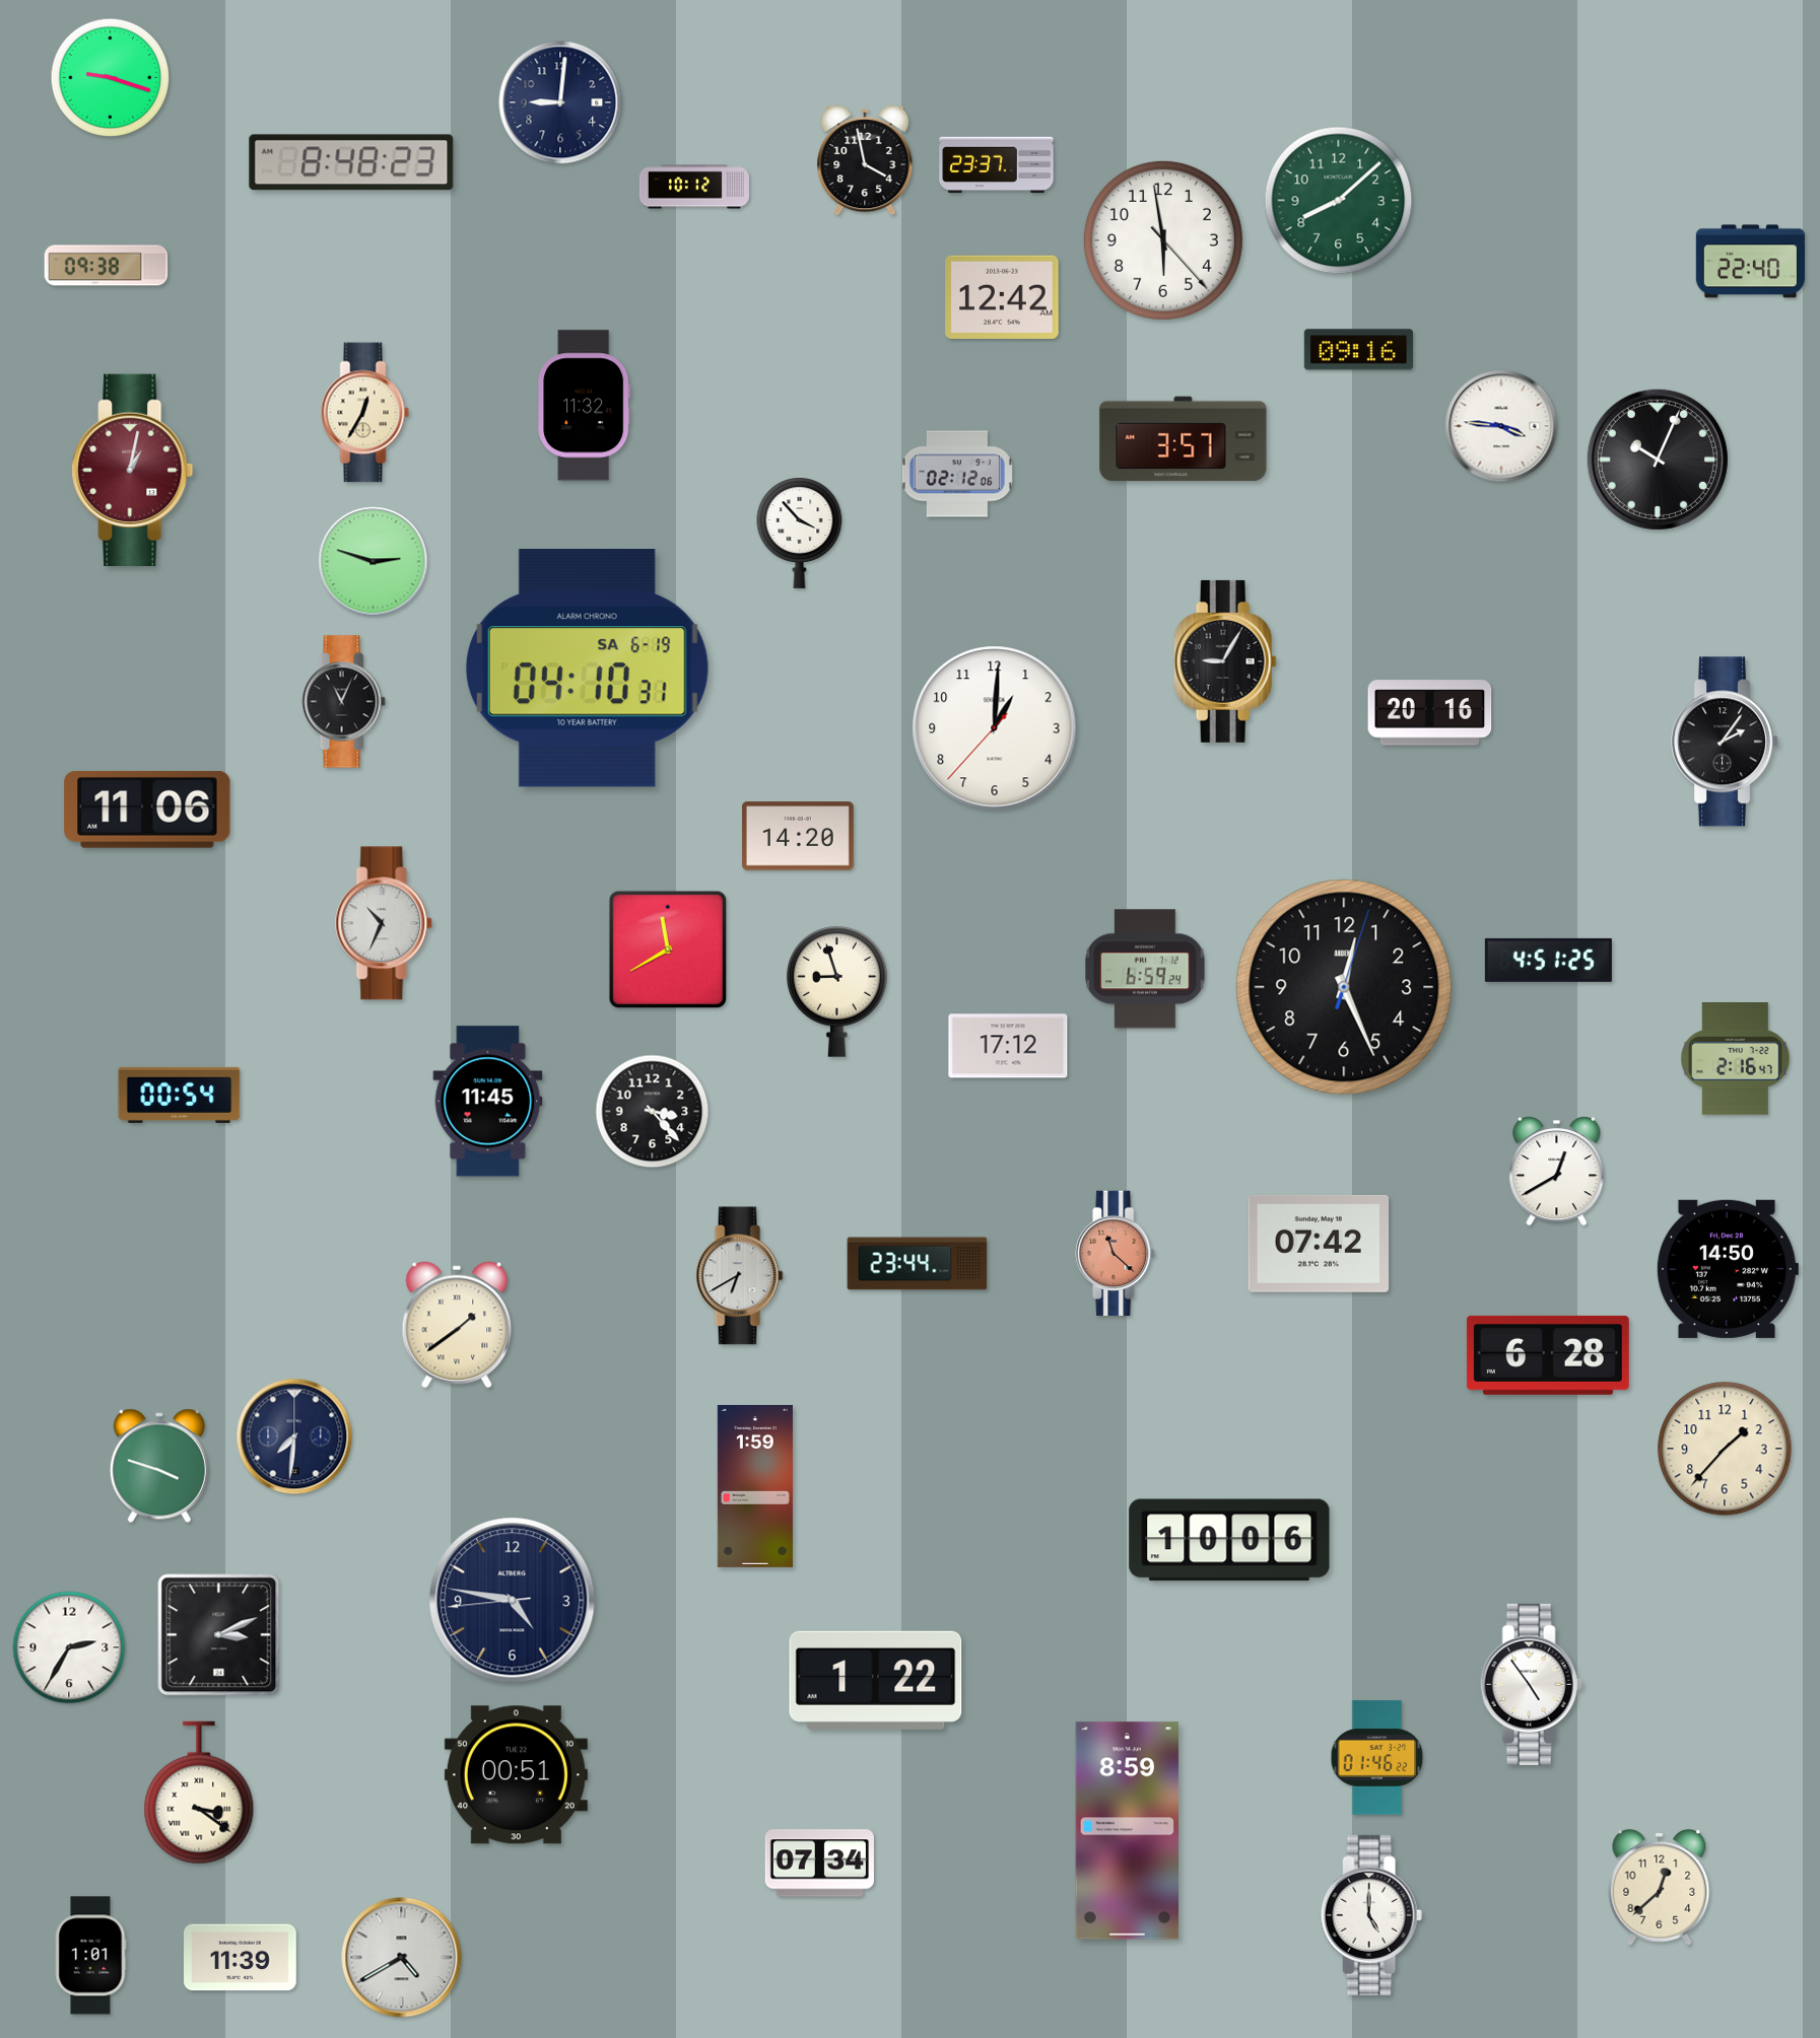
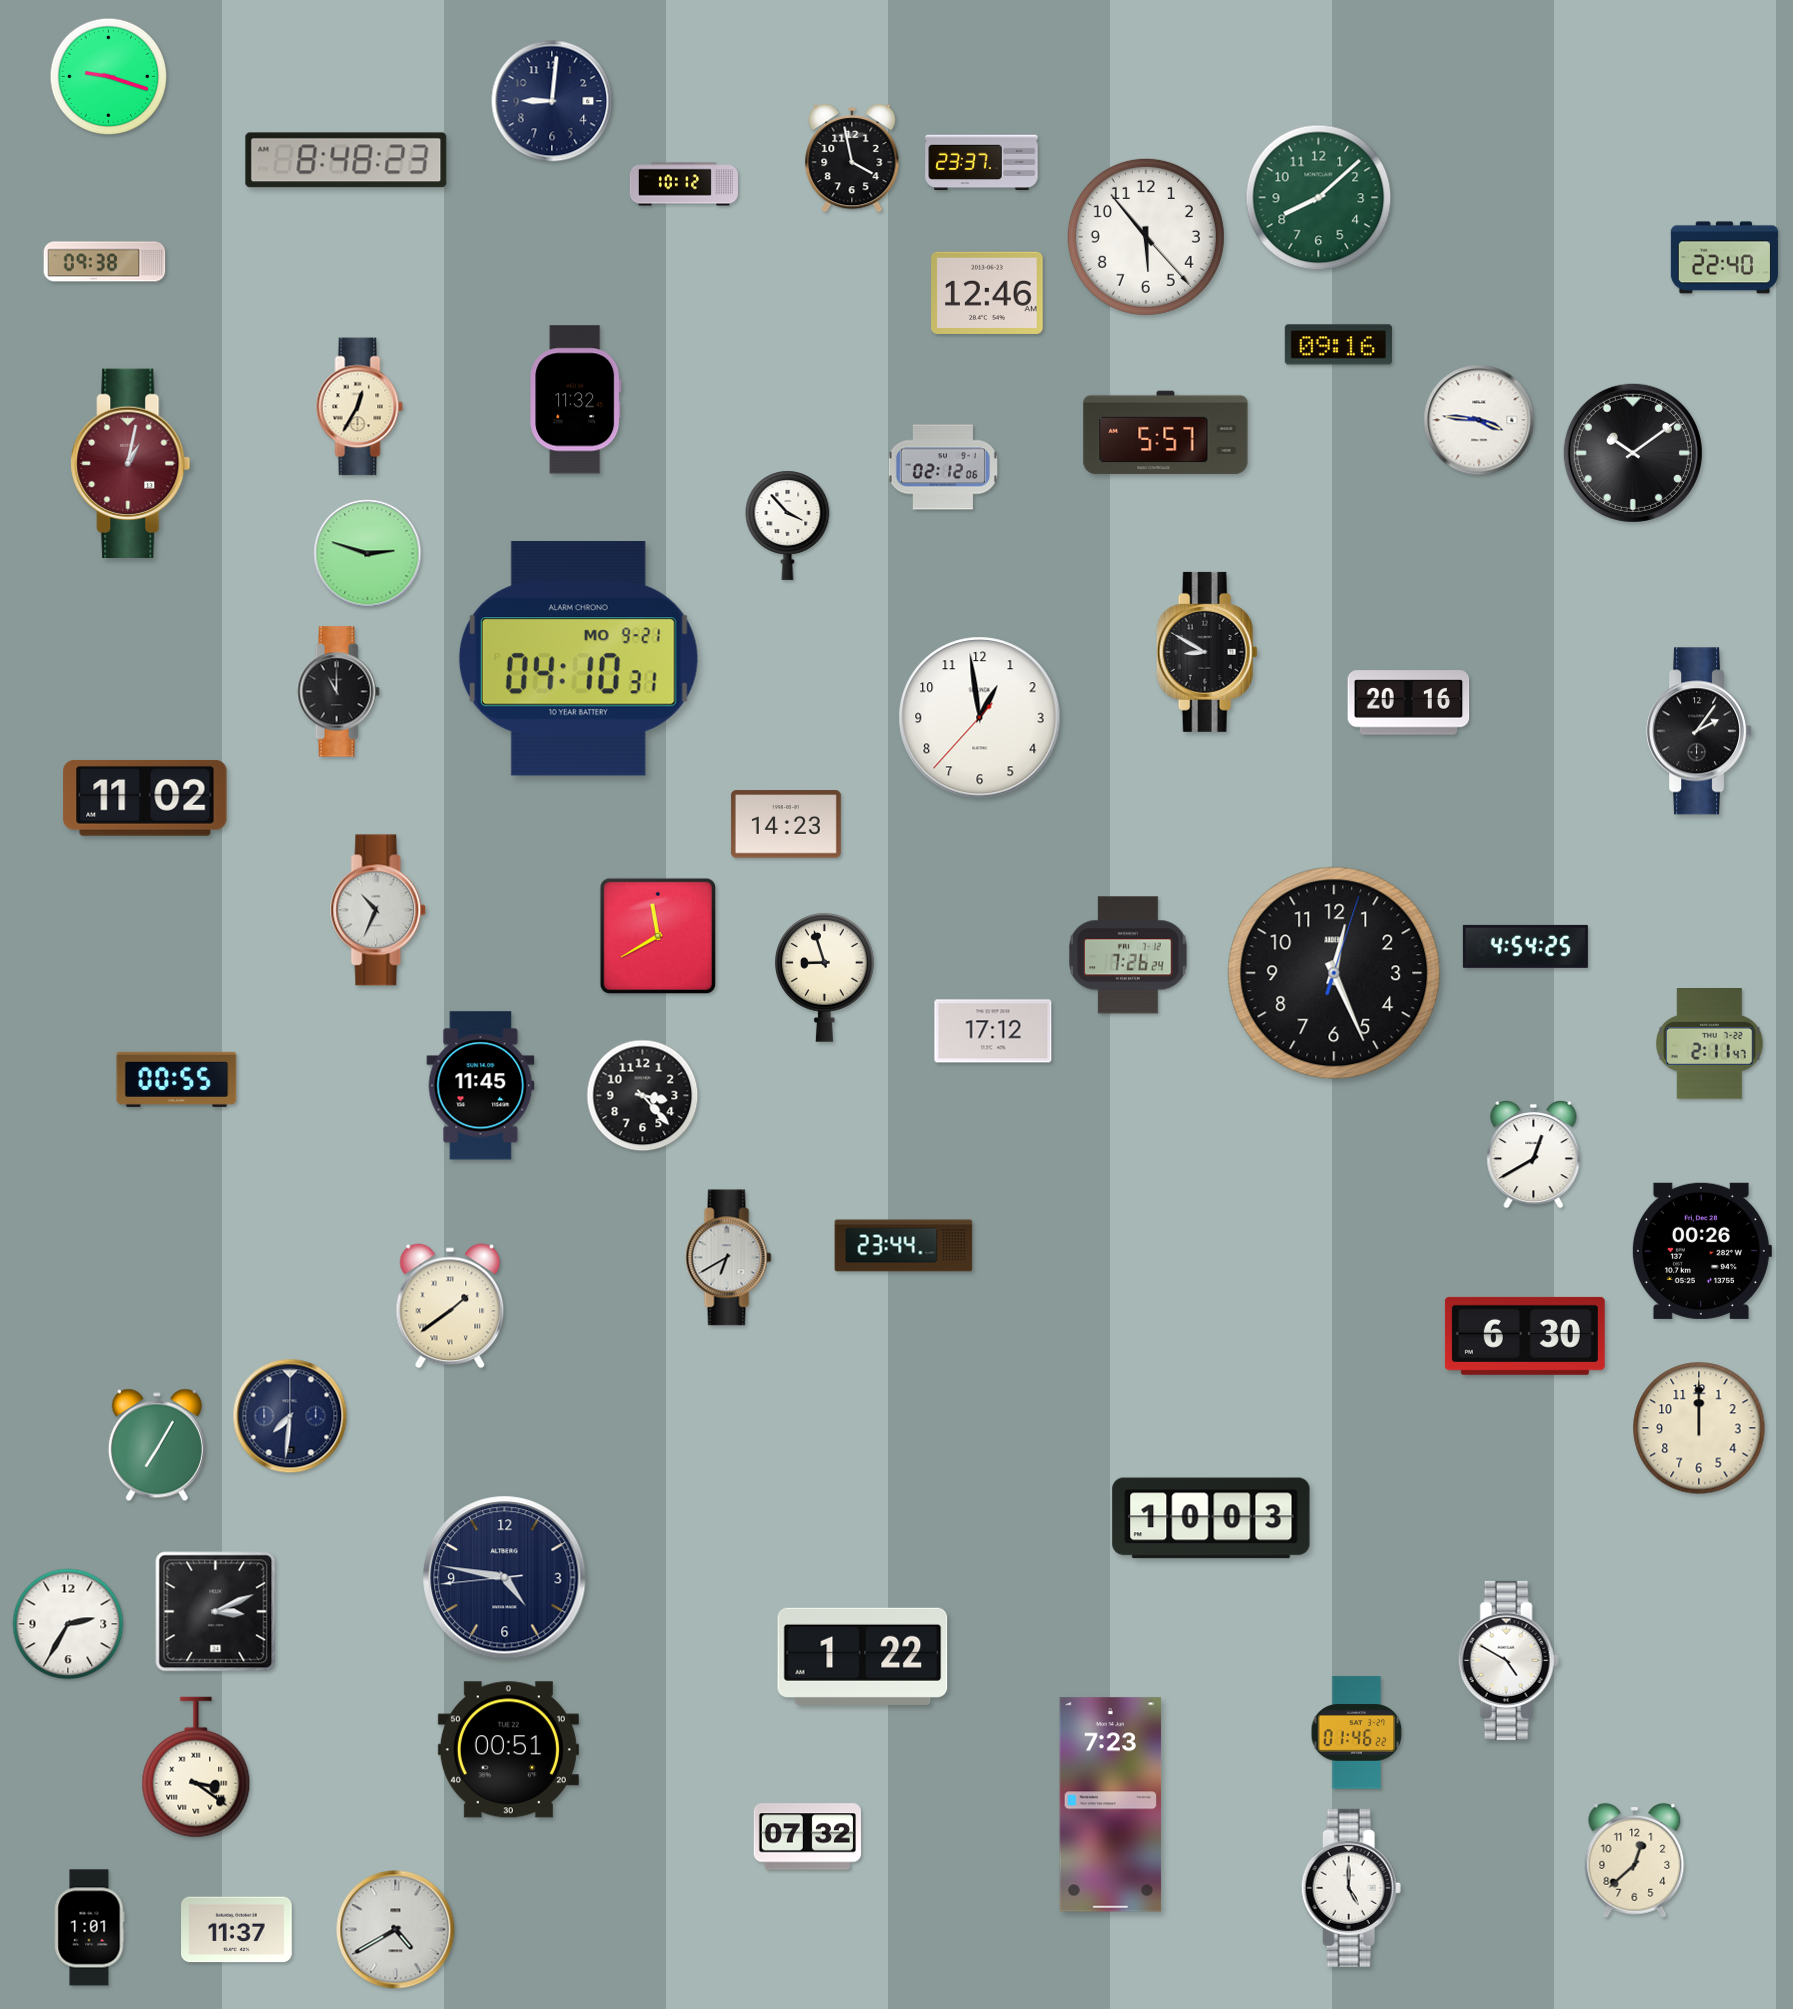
clock at (1163, 240): 5:58 -> 5:53
clock at (1002, 297): 12:42 -> 12:46
clock at (1184, 439): 3:57 -> 5:57
clock at (1658, 460): 10:04 -> 10:09
clock at (1225, 661): 9:05 -> 8:50
clock at (587, 669) date: SA 6-19 -> MO 9-21
clock at (343, 702): 11:04 -> 11:00
clock at (995, 728): 1:00 -> 12:58
clock at (147, 810): 11:06 -> 11:02
clock at (798, 836): 14:20 -> 14:23
clock at (1548, 960): 4:51 -> 4:54
clock at (1145, 969): 6:59 -> 7:26
clock at (1344, 987) position: (1344, 987) -> (1334, 973)
clock at (1736, 1059): 2:16 -> 2:11
clock at (180, 1095): 00:54 -> 00:55
clock at (1319, 1244): 07:42 -> none
clock at (1116, 1253): 11:22 -> none
clock at (1727, 1269): 14:50 -> 00:26
clock at (1548, 1355): 6:28 -> 6:30
clock at (1725, 1449): 1:37 -> 12:00
clock at (159, 1466): 3:48 -> 7:05
clock at (755, 1486): 1:59 -> none
clock at (1229, 1540): 10:06 -> 10:03
clock at (1531, 1684): 4:54 -> 4:50
clock at (1128, 1831): 8:59 -> 7:23
clock at (819, 1864): 07:34 -> 07:32
clock at (241, 1958): 11:39 -> 11:37
